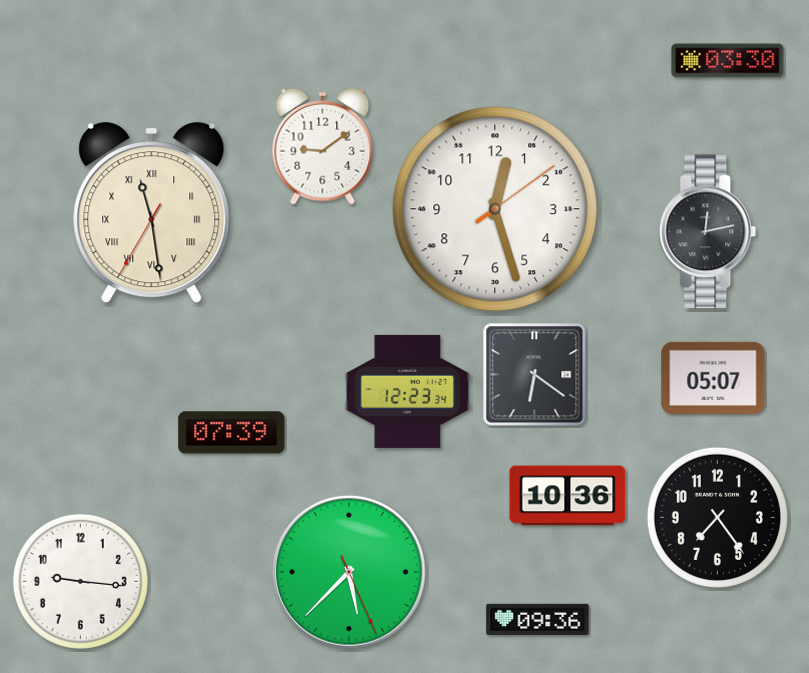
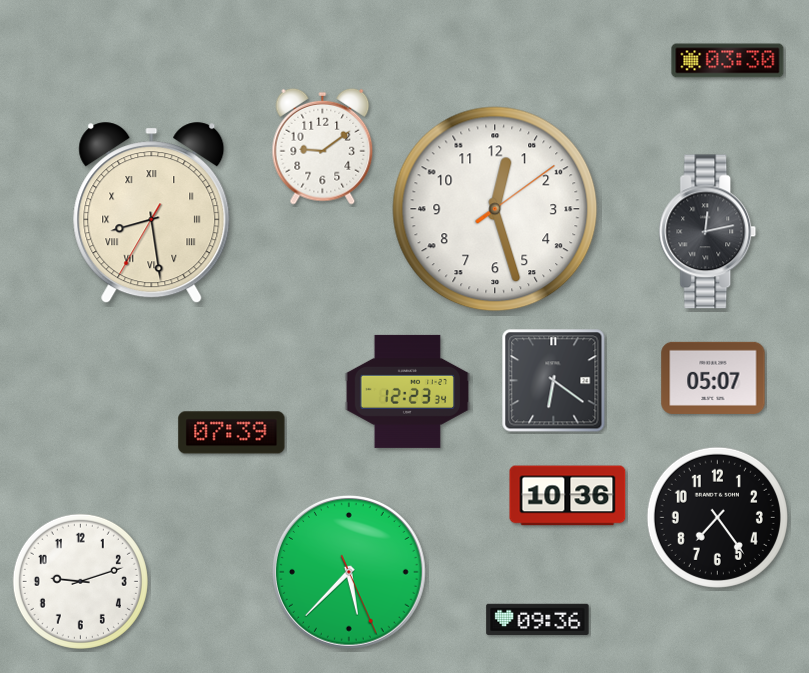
clock at (152, 213): 11:28 -> 8:28
clock at (535, 375) position: (535, 375) -> (554, 381)
clock at (80, 581): 9:16 -> 9:12
